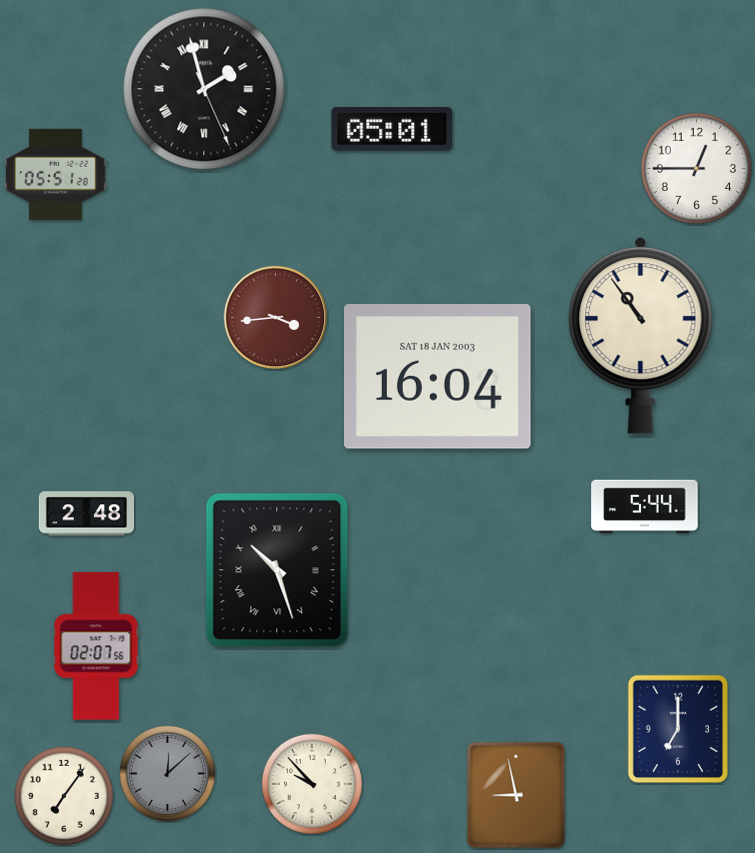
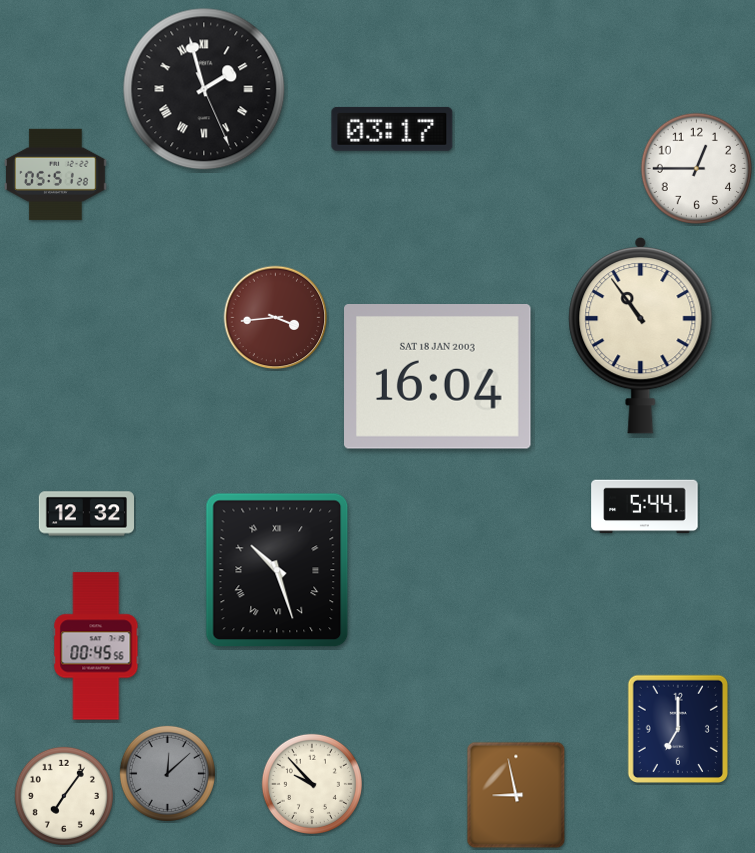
clock at (392, 129): 05:01 -> 03:17
clock at (86, 514): 2:48 -> 12:32
clock at (96, 646): 02:07 -> 00:45
